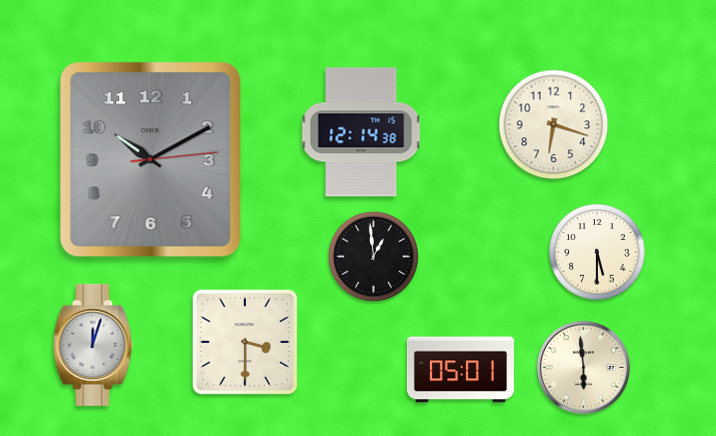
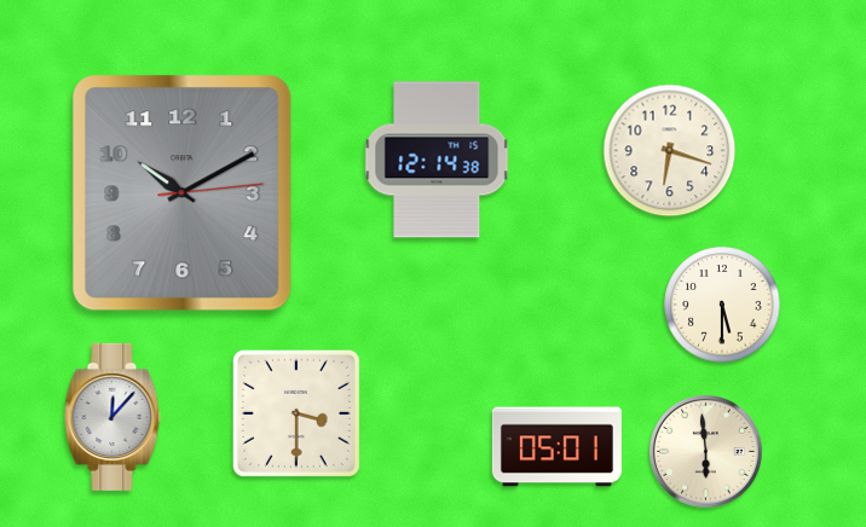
clock at (373, 256): 12:59 -> none
clock at (93, 345): 12:03 -> 12:07
clock at (583, 367) position: (583, 367) -> (705, 451)
